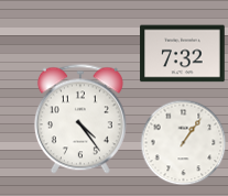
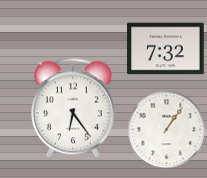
clock at (80, 119): 4:24 -> 6:24
